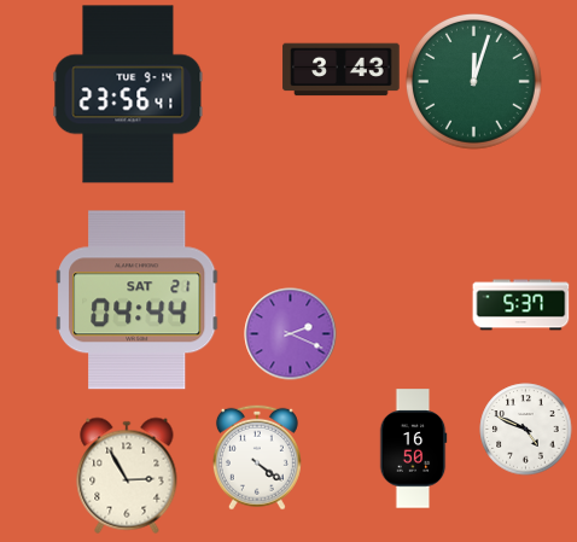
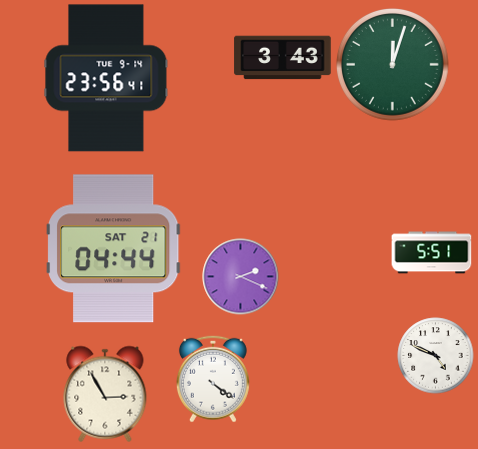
clock at (473, 81) position: (473, 81) -> (392, 64)
clock at (521, 305): 5:37 -> 5:51
clock at (413, 449): 16:50 -> none
